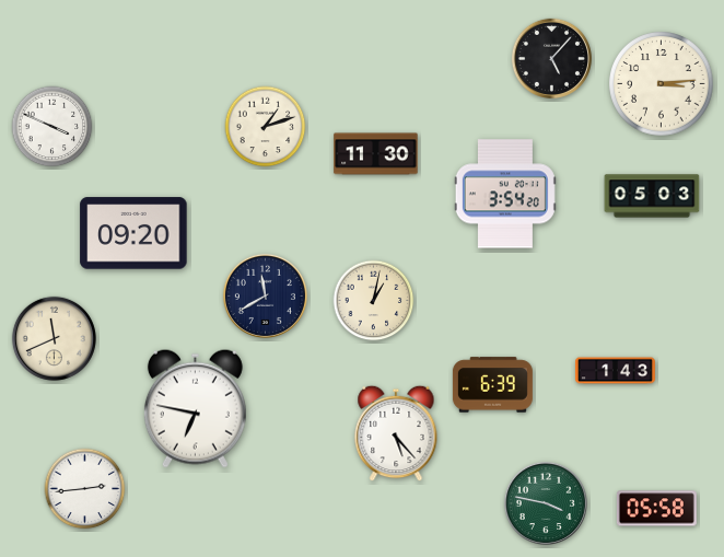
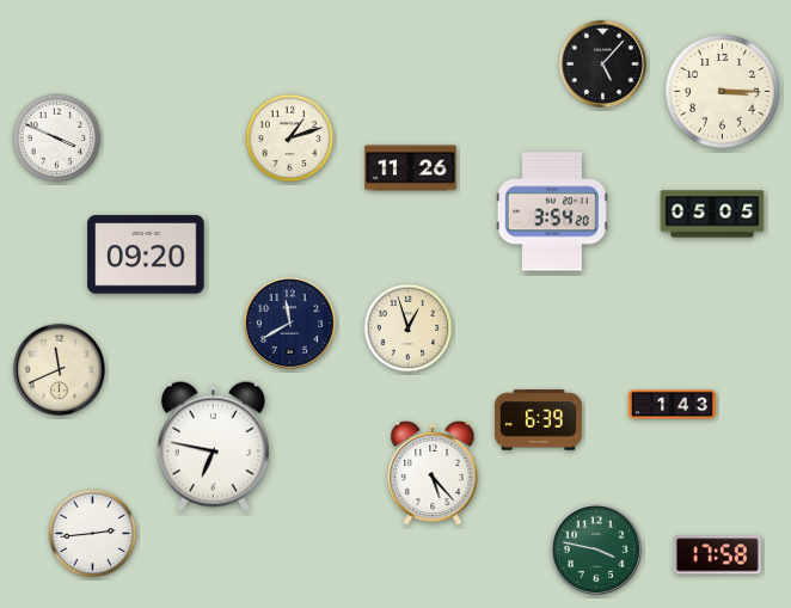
clock at (662, 84): 3:14 -> 3:15
clock at (376, 154): 11:30 -> 11:26
clock at (652, 196): 05:03 -> 05:05
clock at (374, 301): 1:02 -> 12:57
clock at (656, 509): 05:58 -> 17:58
